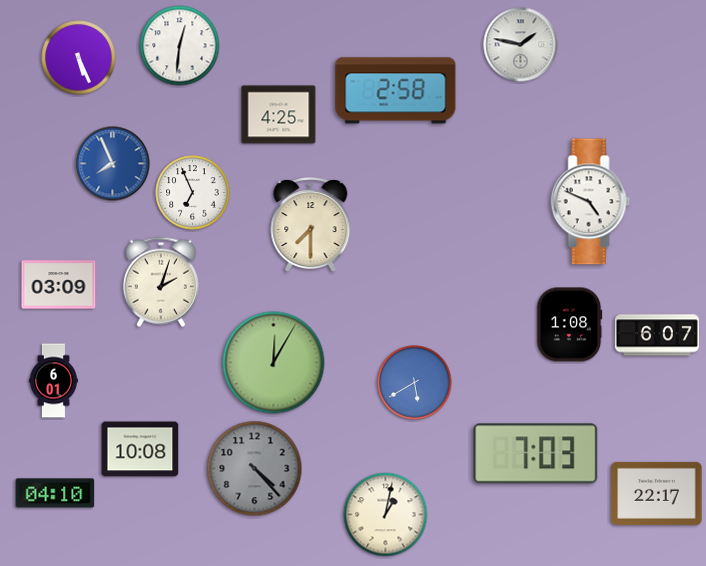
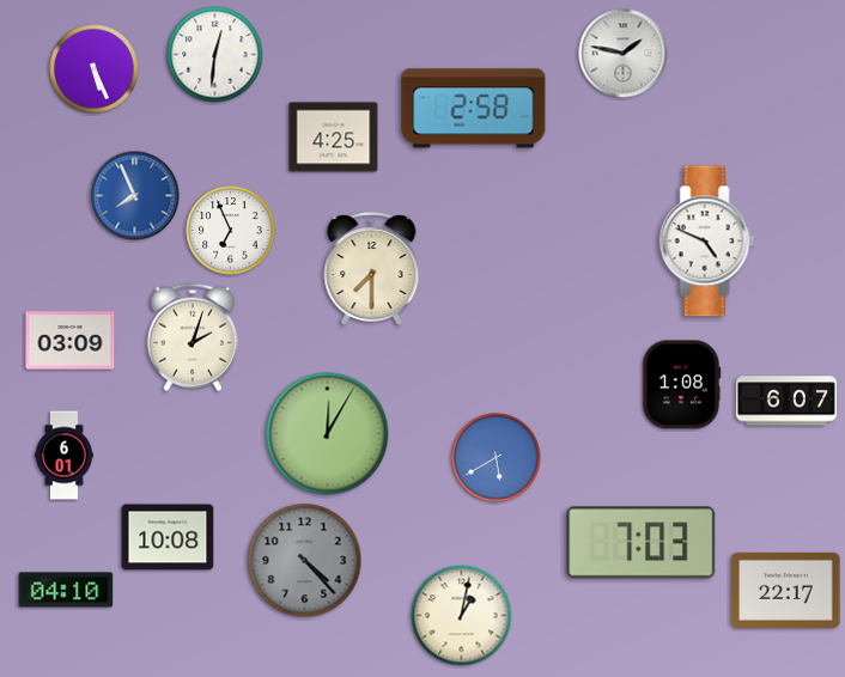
clock at (569, 325) position: (569, 325) -> (681, 385)
